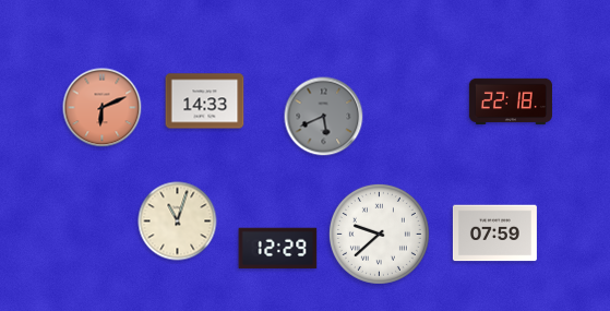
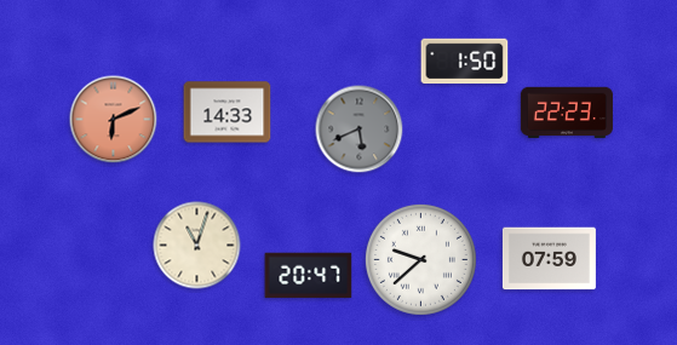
clock at (465, 62): none -> 1:50
clock at (511, 101): 22:18 -> 22:23
clock at (278, 249): 12:29 -> 20:47
